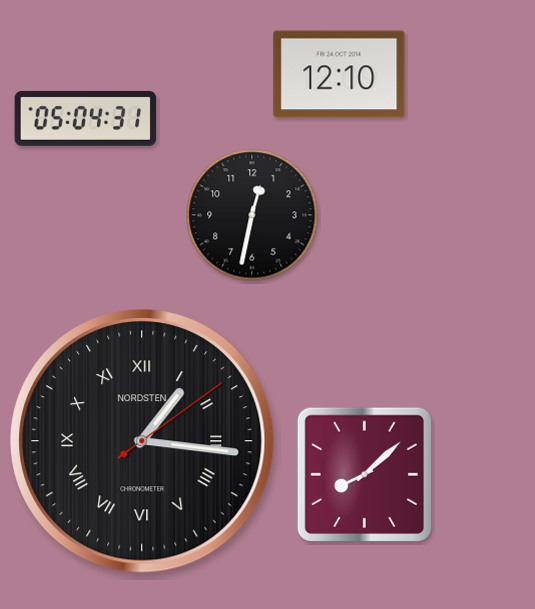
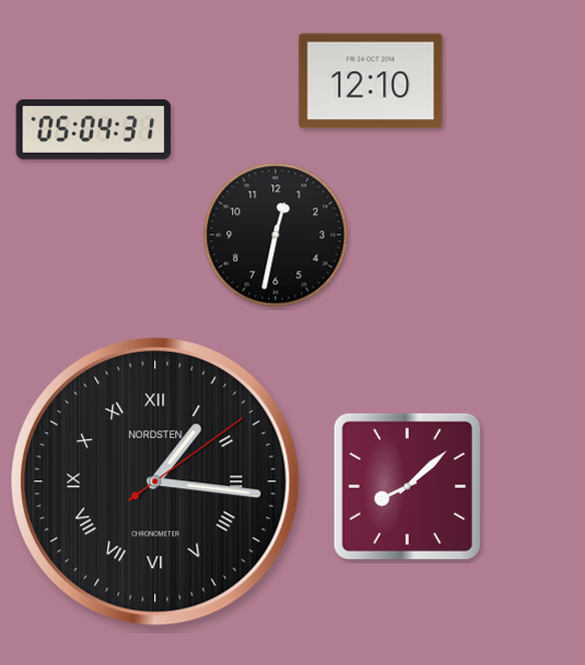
clock at (364, 474) position: (364, 474) -> (407, 486)
